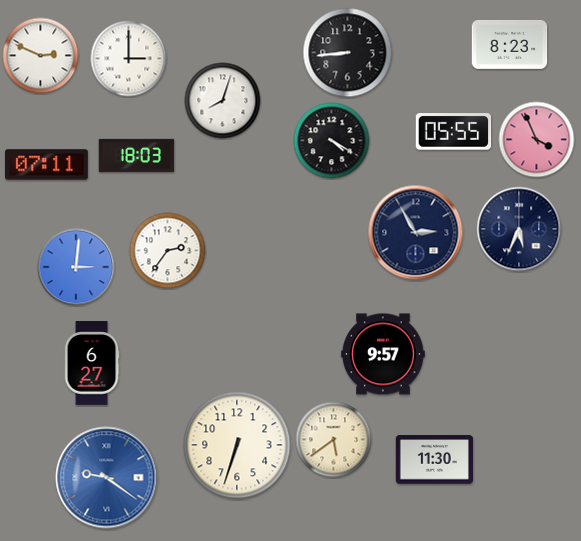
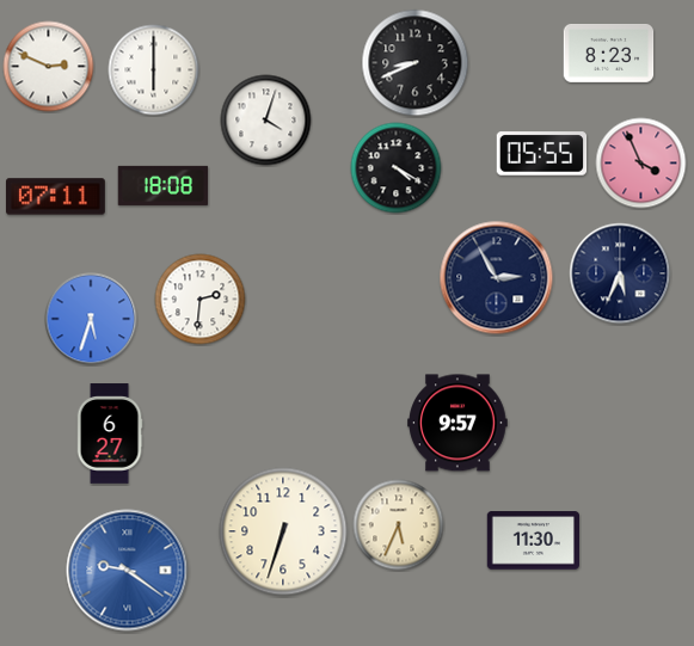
clock at (348, 53): 8:44 -> 8:41
clock at (129, 59): 3:00 -> 6:00
clock at (223, 101): 8:03 -> 4:03
clock at (454, 132) position: (454, 132) -> (542, 154)
clock at (537, 140) position: (537, 140) -> (641, 164)
clock at (137, 155): 18:03 -> 18:08
clock at (168, 251): 2:36 -> 2:31
clock at (76, 267): 3:01 -> 5:33
clock at (334, 440): 5:39 -> 5:34
clock at (434, 460) position: (434, 460) -> (533, 541)
